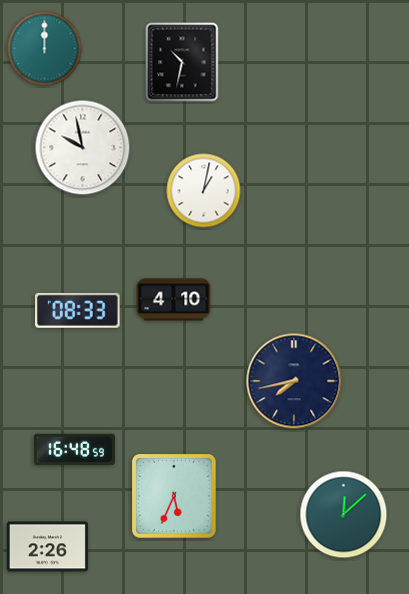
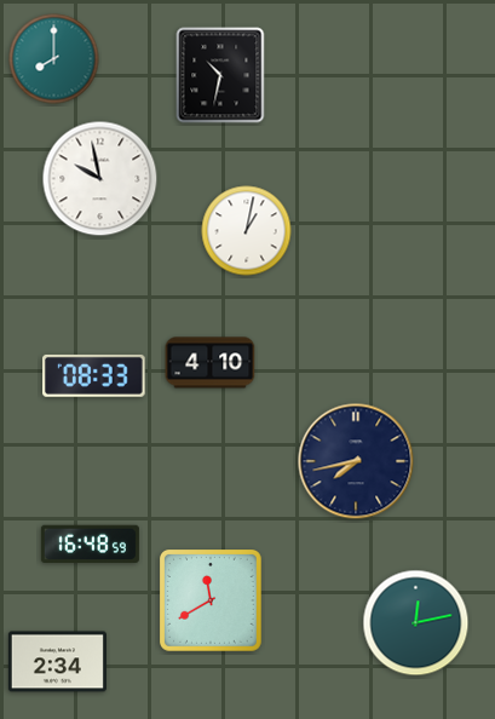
clock at (45, 49): 12:00 -> 8:00
clock at (175, 497): 5:34 -> 11:40
clock at (344, 515): 12:08 -> 12:13
clock at (47, 547): 2:26 -> 2:34
